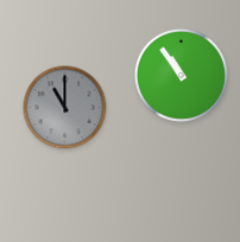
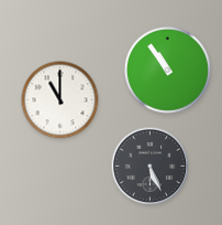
clock at (65, 108) dial: grey -> white
clock at (151, 167): none -> 5:26
